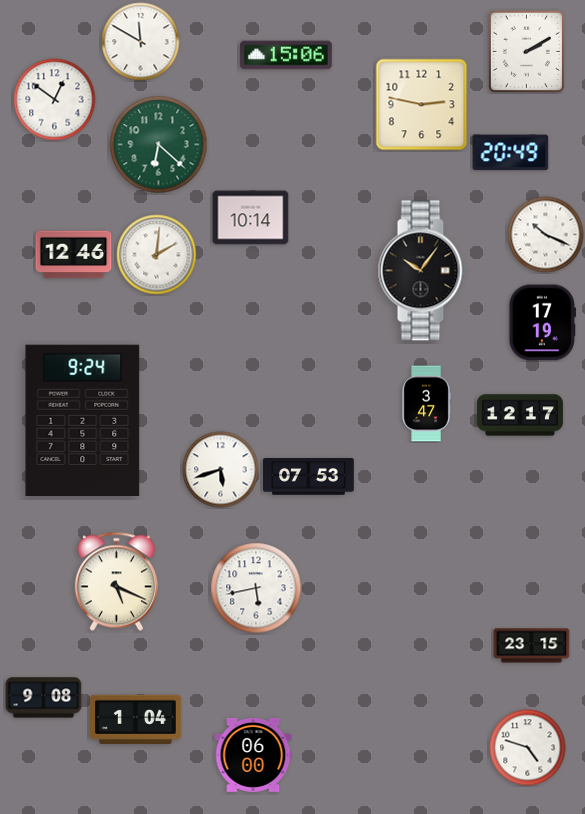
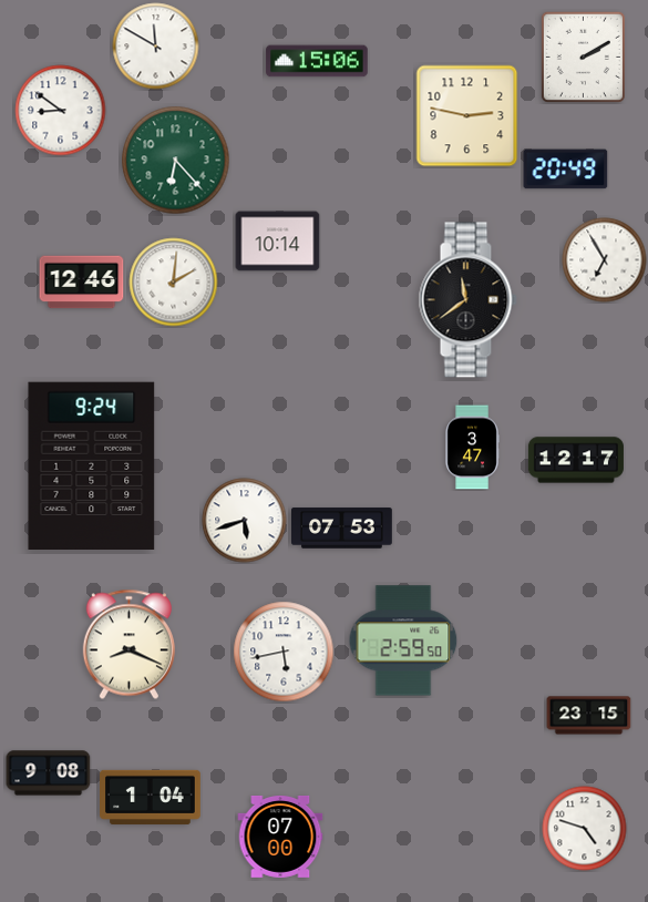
clock at (55, 100): 12:51 -> 8:51
clock at (159, 145): 6:22 -> 6:23
clock at (546, 235): 10:19 -> 6:55
clock at (422, 271): 10:06 -> 11:39
clock at (542, 323): 17:19 -> none
clock at (403, 640): none -> 2:59
clock at (116, 582): 5:19 -> 8:19
clock at (253, 755): 06:00 -> 07:00
